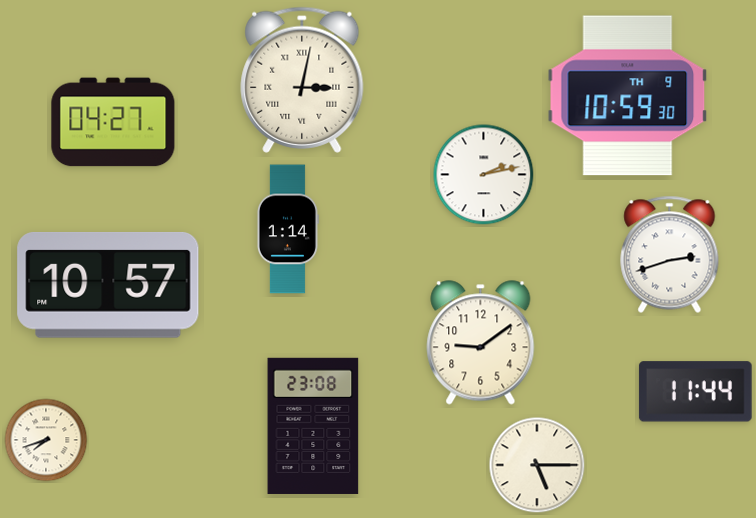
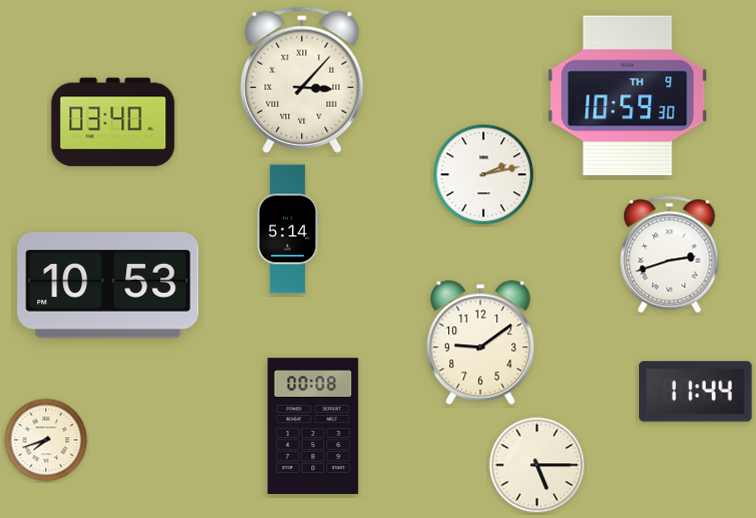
clock at (302, 80): 3:02 -> 3:07
clock at (113, 122): 04:27 -> 03:40
clock at (287, 229): 1:14 -> 5:14
clock at (108, 285): 10:57 -> 10:53
clock at (313, 426): 23:08 -> 00:08
